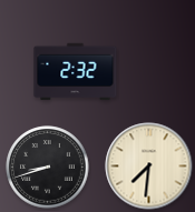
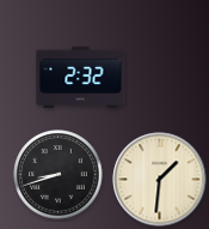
clock at (149, 166): 7:31 -> 1:31
clock at (48, 168) position: (48, 168) -> (59, 175)
